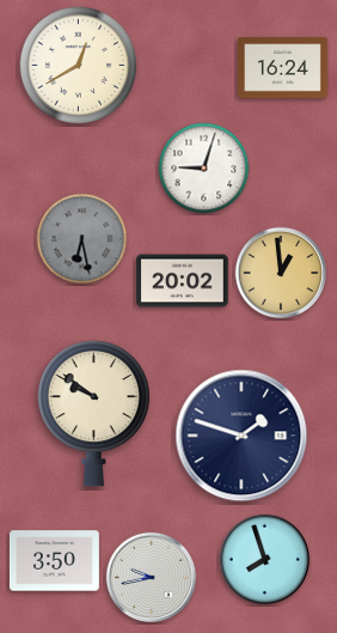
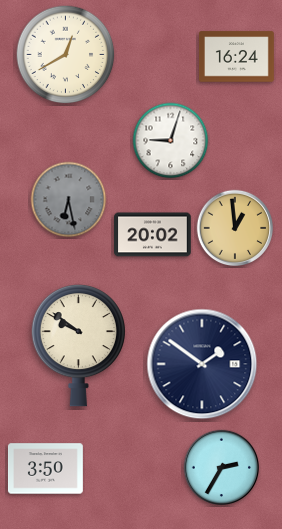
clock at (241, 436): 1:48 -> 1:51
clock at (265, 560): 7:57 -> 2:35
clock at (152, 578): 9:43 -> none
